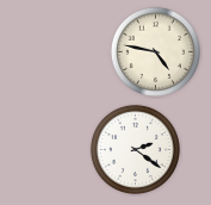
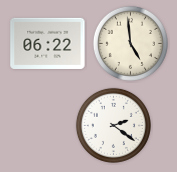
clock at (48, 43): none -> 06:22
clock at (155, 51): 4:47 -> 4:59
